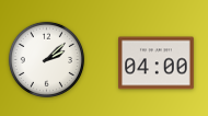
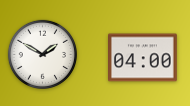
clock at (46, 59): 2:08 -> 1:50
